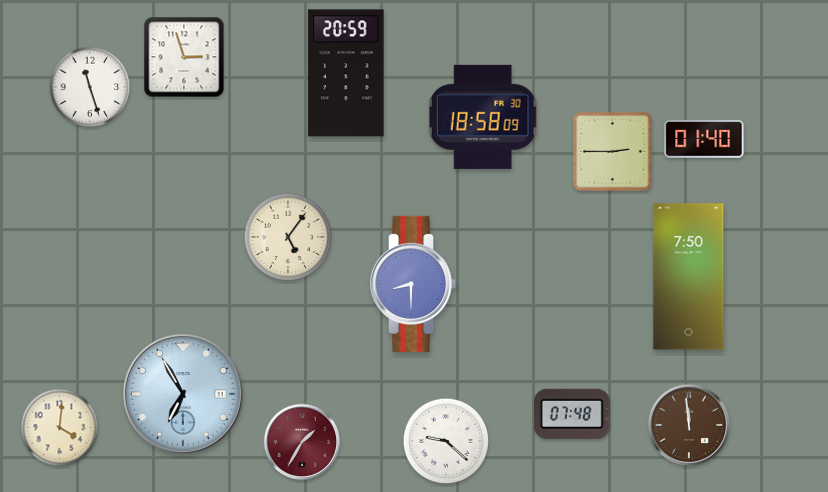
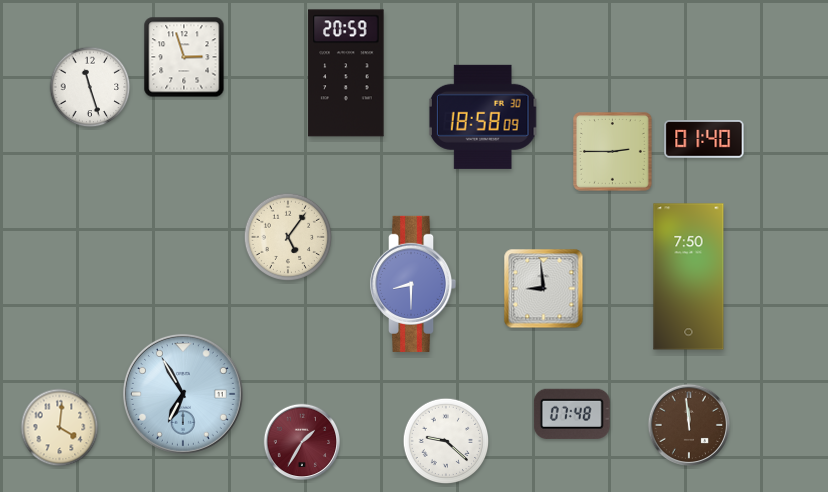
clock at (544, 289): none -> 8:59
